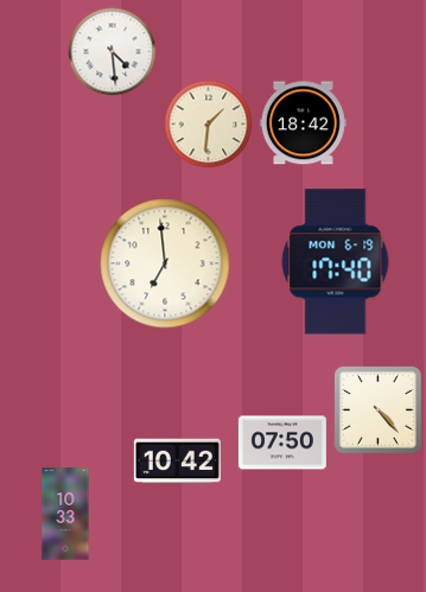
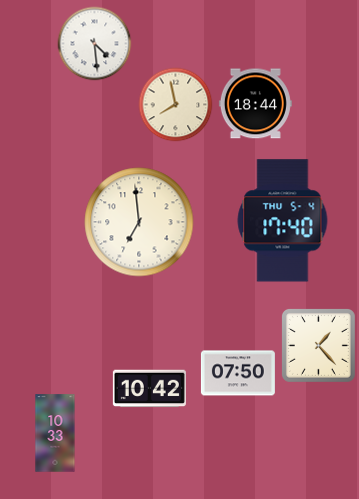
clock at (303, 123): 18:42 -> 18:44
clock at (209, 125): 1:31 -> 7:58
clock at (336, 262) date: MON 6-19 -> THU 5-4
clock at (377, 409): 4:23 -> 1:23
